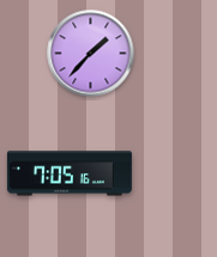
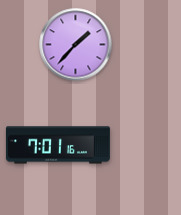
clock at (70, 173): 7:05 -> 7:01
